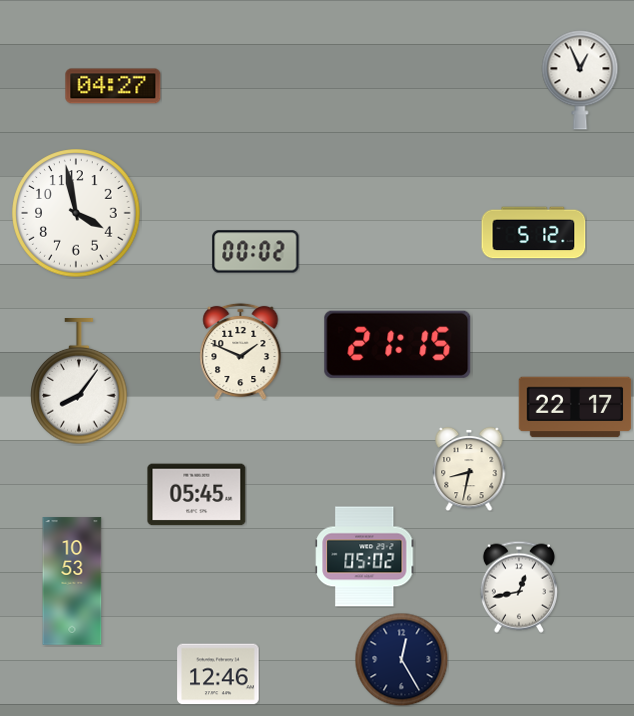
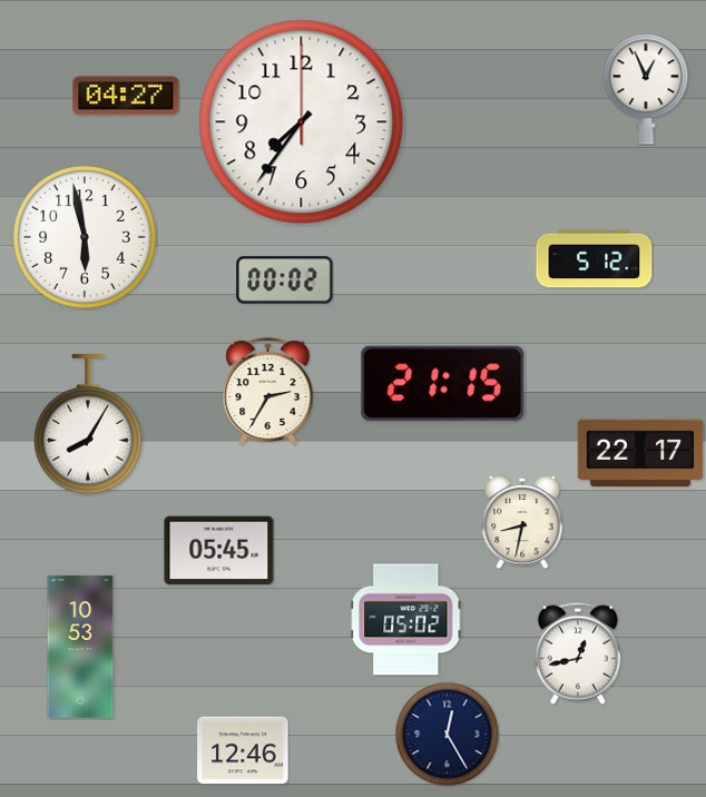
clock at (302, 122): none -> 7:36
clock at (76, 213): 3:58 -> 5:58
clock at (241, 351): 1:49 -> 2:35
clock at (79, 382): 8:06 -> 8:05
